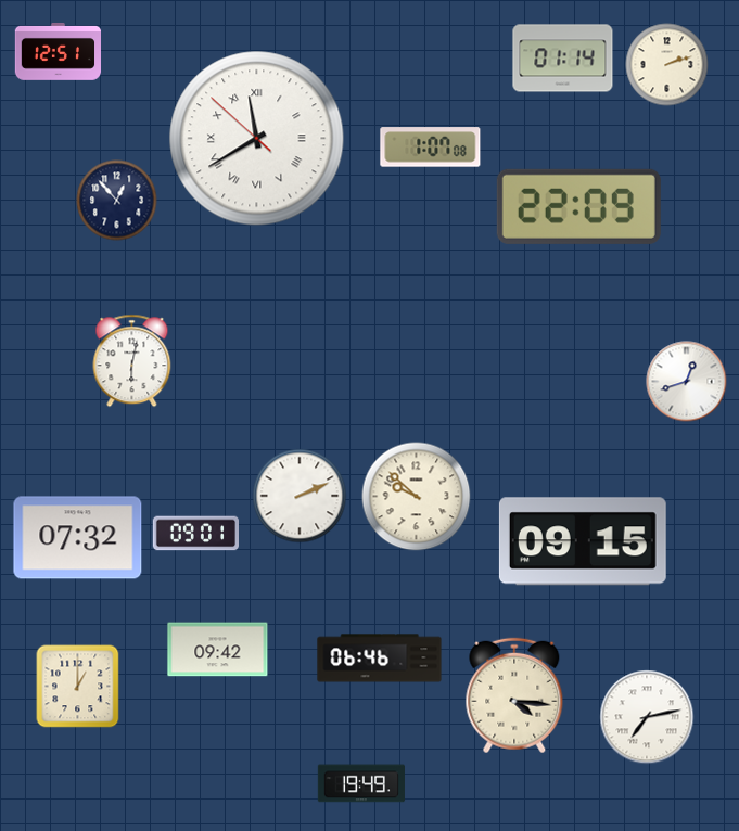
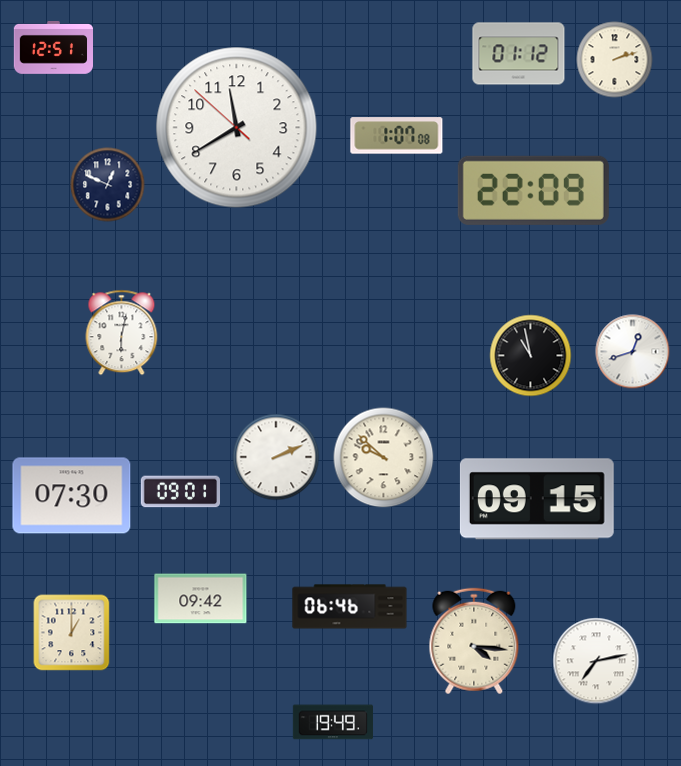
clock at (563, 59): 01:14 -> 01:12
clock at (257, 139) numerals: Roman -> Arabic
clock at (117, 201): 12:53 -> 12:49
clock at (531, 356): none -> 10:58
clock at (78, 538): 07:32 -> 07:30
